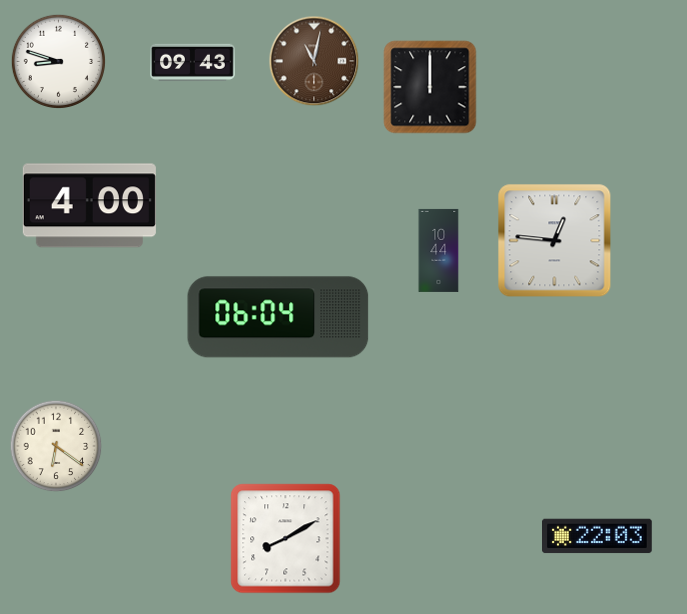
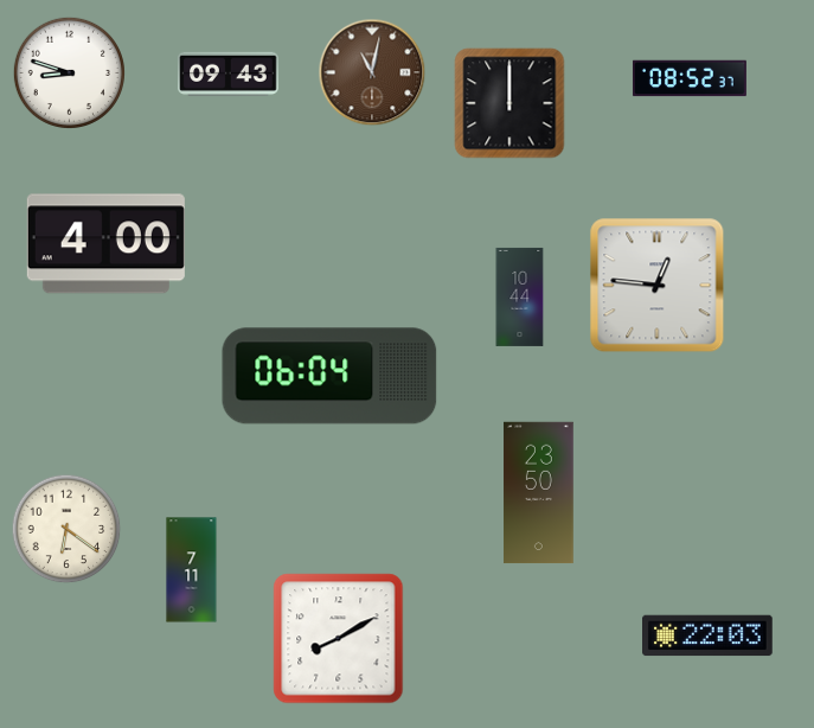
clock at (690, 78): none -> 08:52
clock at (539, 493): none -> 23:50
clock at (192, 570): none -> 7:11
